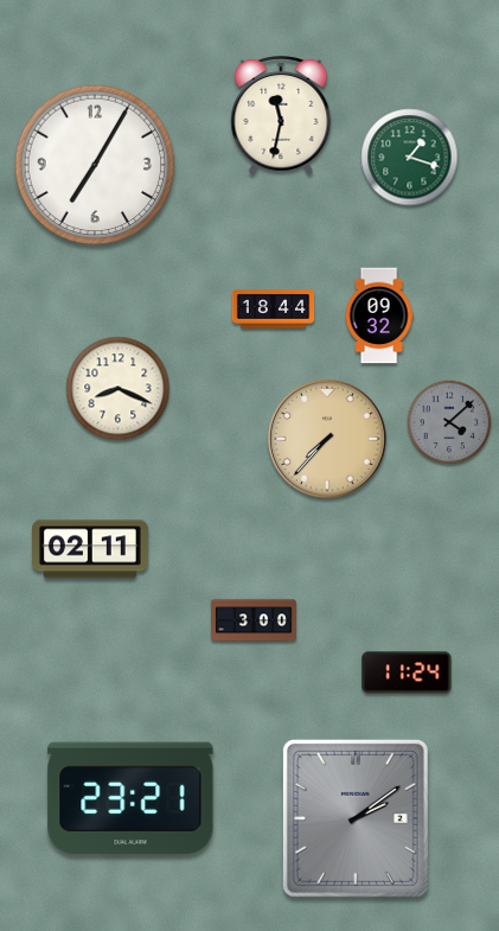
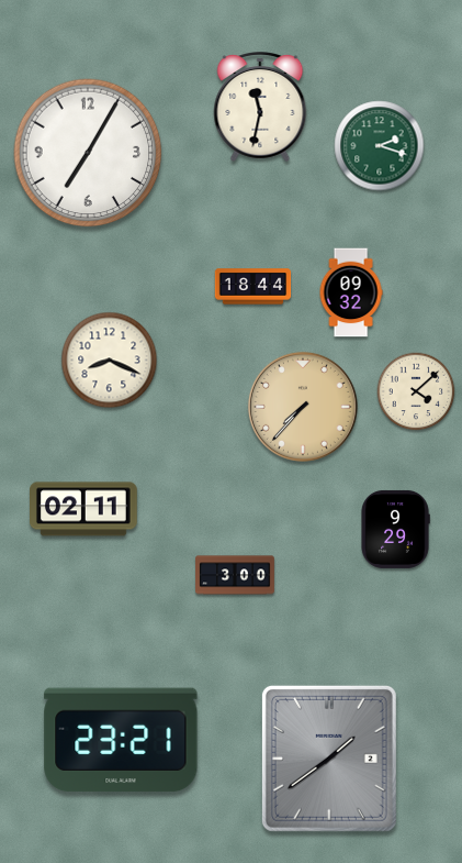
clock at (410, 158): 1:18 -> 2:18
clock at (449, 422) dial: grey -> cream
clock at (395, 529): none -> 9:29
clock at (407, 672): 11:24 -> none
clock at (356, 818): 2:09 -> 1:39
